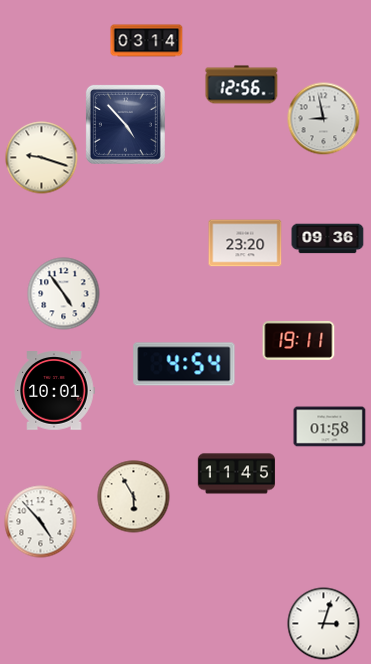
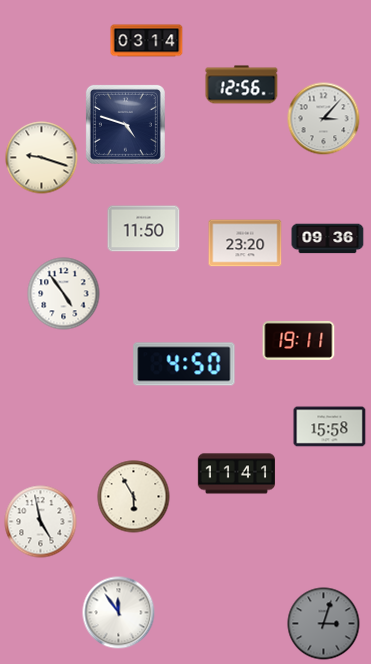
clock at (324, 119): 8:58 -> 3:07
clock at (125, 124): 4:53 -> 4:48
clock at (144, 229): none -> 11:50
clock at (184, 364): 4:54 -> 4:50
clock at (54, 391): 10:01 -> none
clock at (330, 427): 01:58 -> 15:58
clock at (236, 474): 11:45 -> 11:41
clock at (41, 522): 4:53 -> 4:58
clock at (119, 613): none -> 11:54
clock at (324, 624) dial: white -> grey
